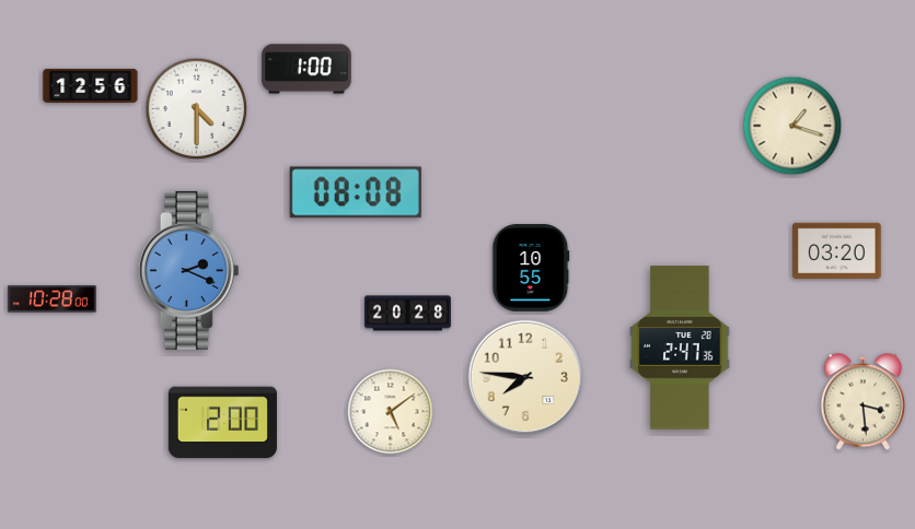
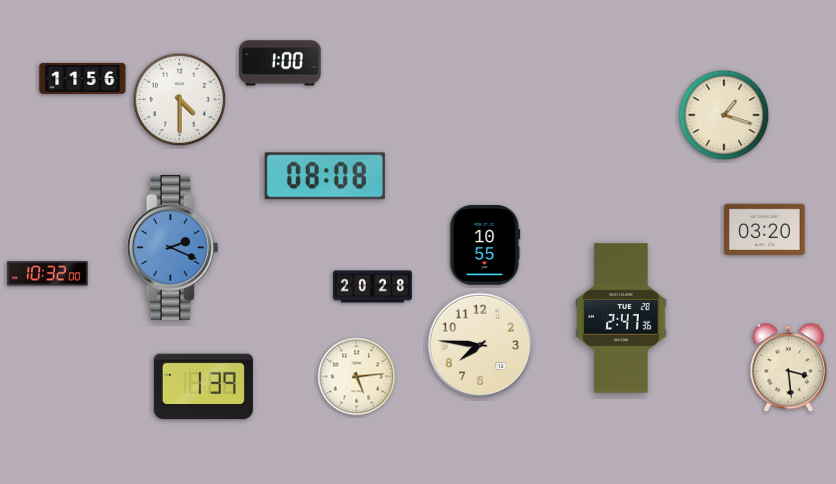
clock at (91, 85): 12:56 -> 11:56
clock at (53, 299): 10:28 -> 10:32
clock at (391, 412): 5:09 -> 5:14
clock at (222, 423): 2:00 -> 1:39
